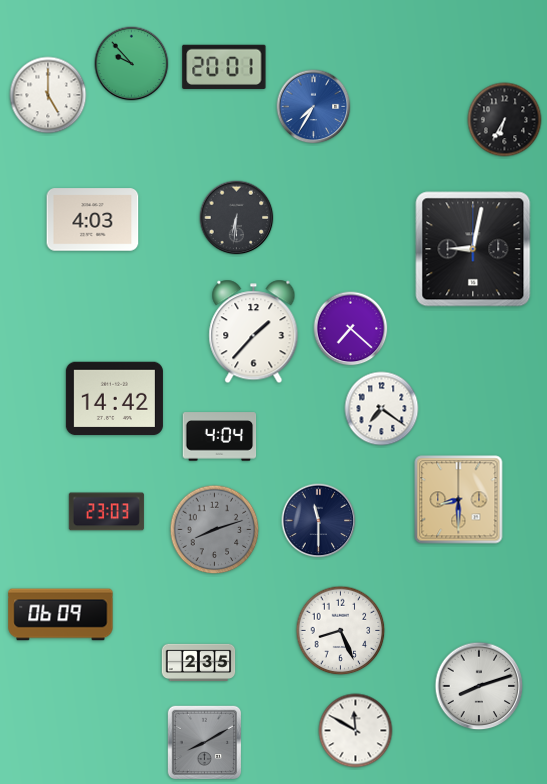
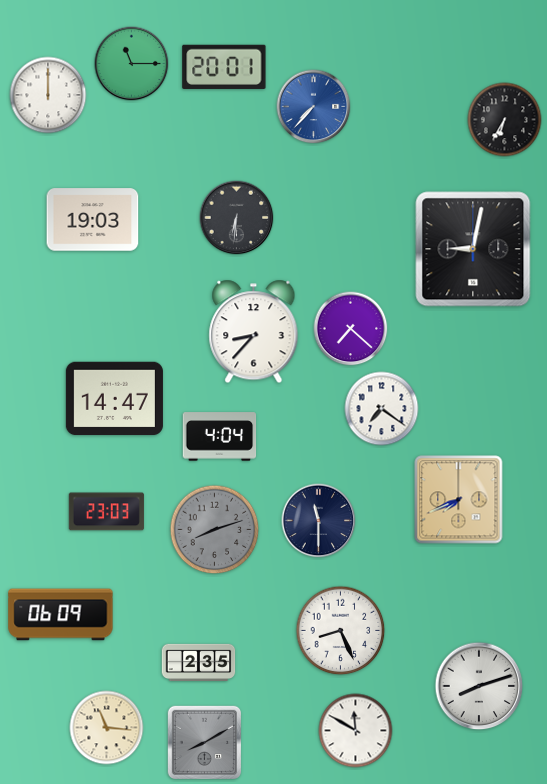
clock at (132, 64): 9:53 -> 11:15
clock at (48, 95): 5:00 -> 12:00
clock at (314, 107): 7:35 -> 7:37
clock at (93, 220): 4:03 -> 19:03
clock at (254, 332): 1:37 -> 8:37
clock at (114, 399): 14:42 -> 14:47
clock at (459, 500): 8:30 -> 7:41
clock at (107, 728): none -> 11:16
